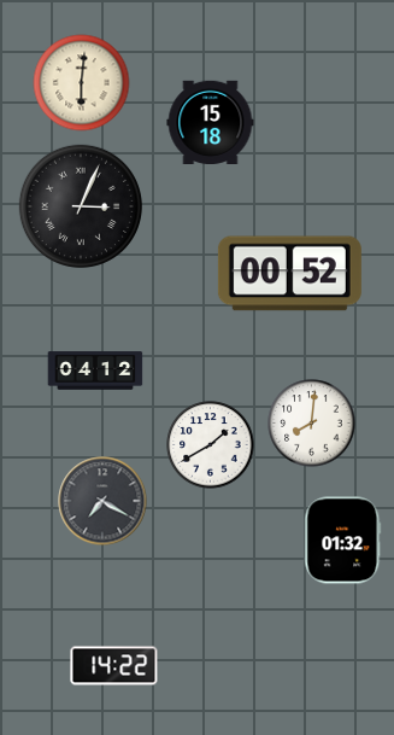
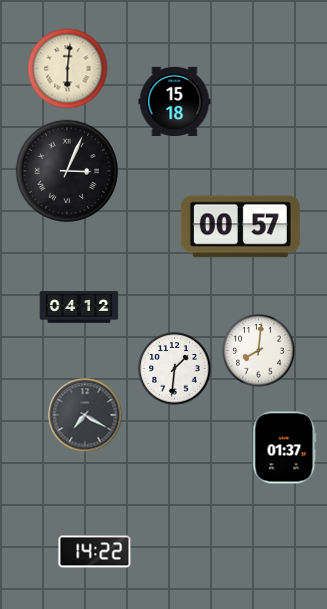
clock at (289, 274): 00:52 -> 00:57
clock at (211, 445): 1:40 -> 1:31
clock at (343, 541): 01:32 -> 01:37
